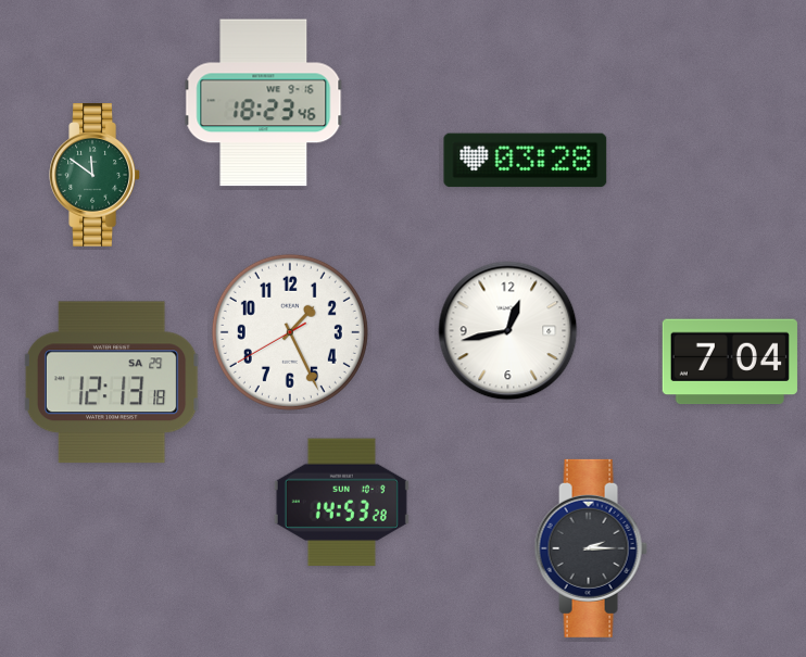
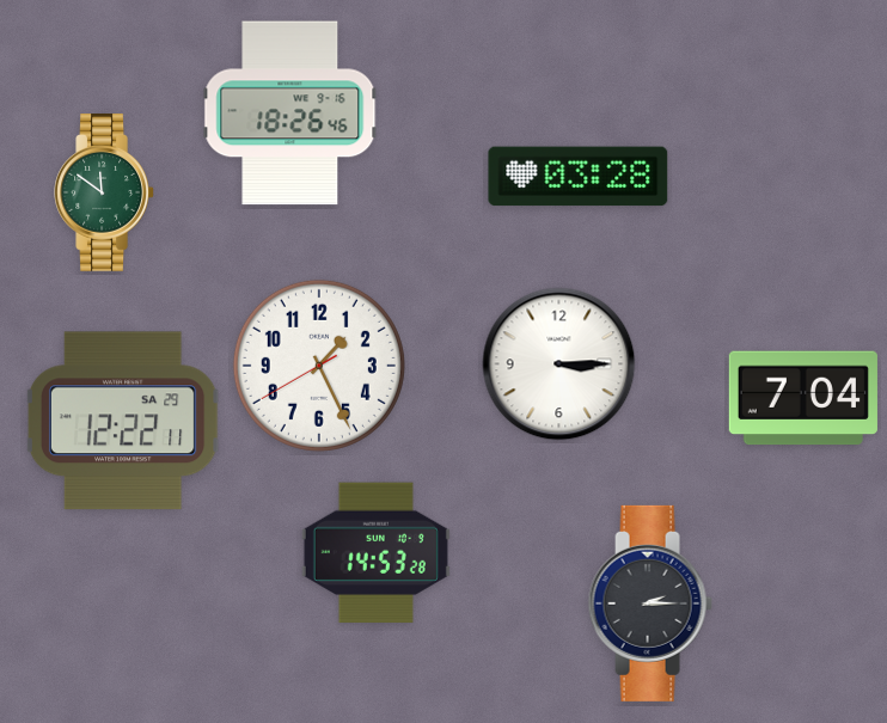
clock at (264, 103): 18:23 -> 18:26
clock at (508, 331): 12:43 -> 3:15
clock at (112, 382): 12:13 -> 12:22
